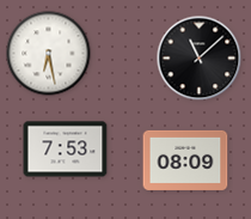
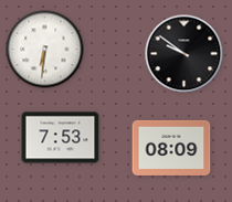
clock at (49, 54): 6:28 -> 6:31
clock at (200, 59): 11:08 -> 9:51
